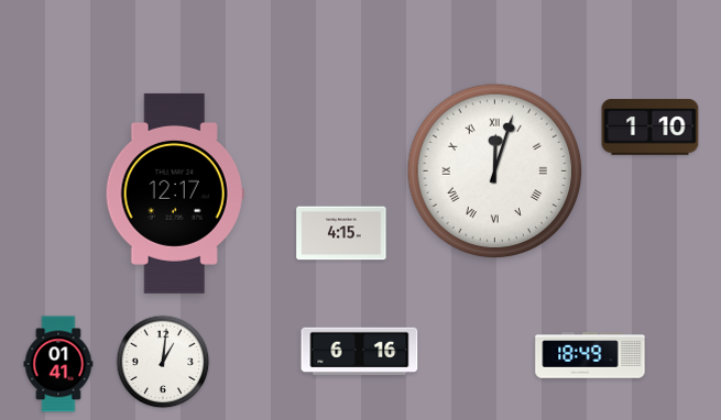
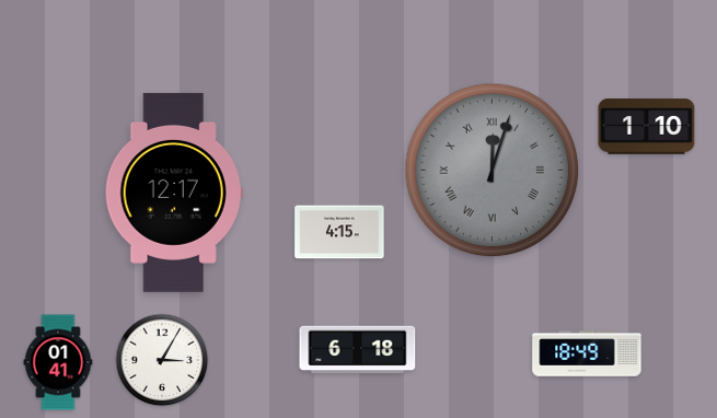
clock at (495, 172) dial: white -> grey
clock at (360, 352): 6:16 -> 6:18
clock at (163, 362): 1:01 -> 3:05
